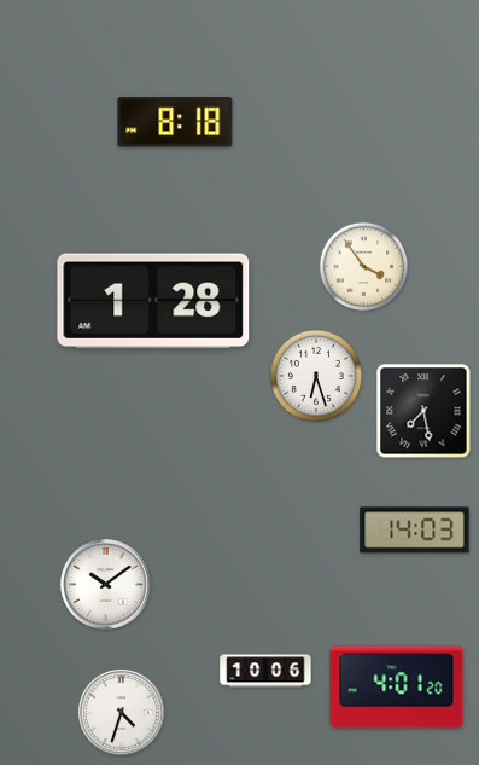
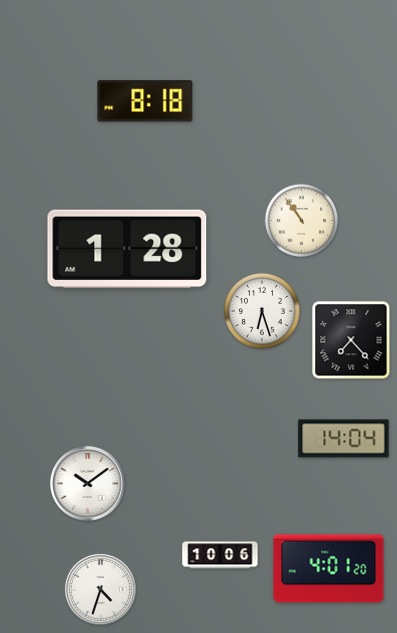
clock at (364, 267): 3:54 -> 10:54
clock at (423, 411): 7:28 -> 7:23
clock at (415, 531): 14:03 -> 14:04
